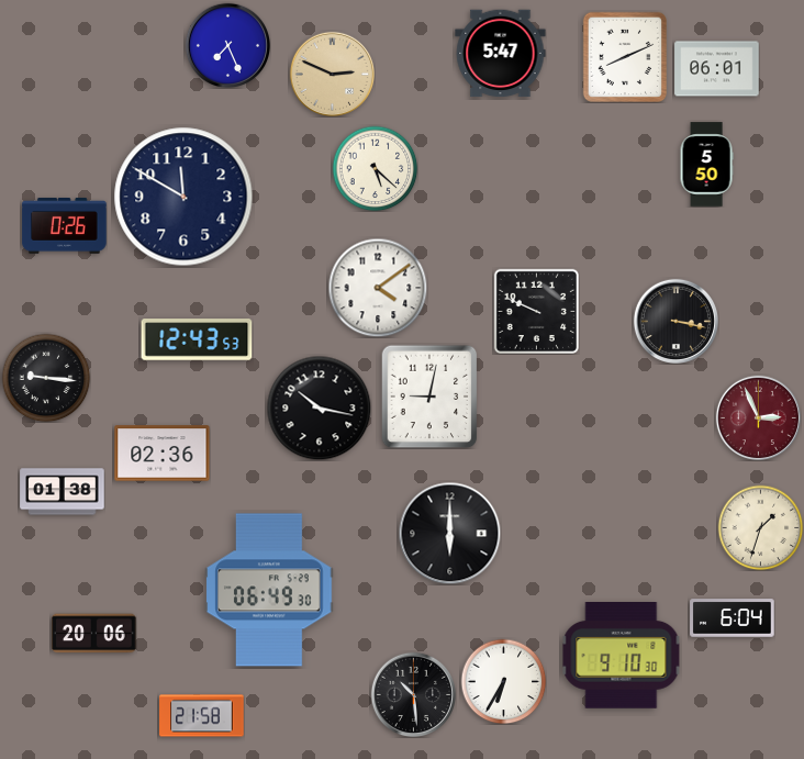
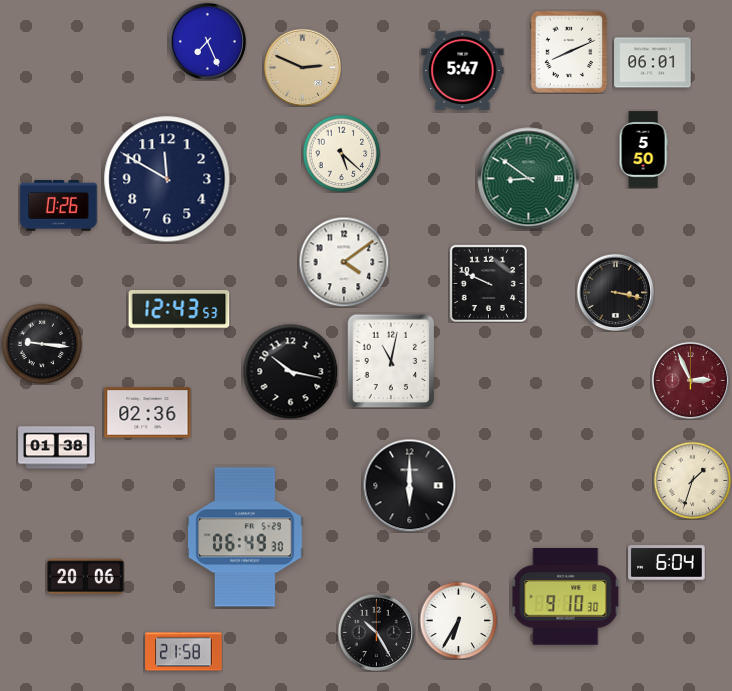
clock at (501, 54) position: (501, 54) -> (463, 71)
clock at (529, 179): none -> 8:51
clock at (429, 397): 9:02 -> 11:02
clock at (413, 694): 10:29 -> 10:25
